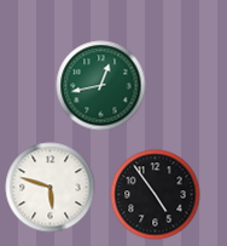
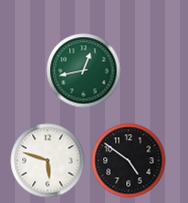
clock at (51, 188) position: (51, 188) -> (48, 161)
clock at (156, 195): 4:54 -> 4:51
